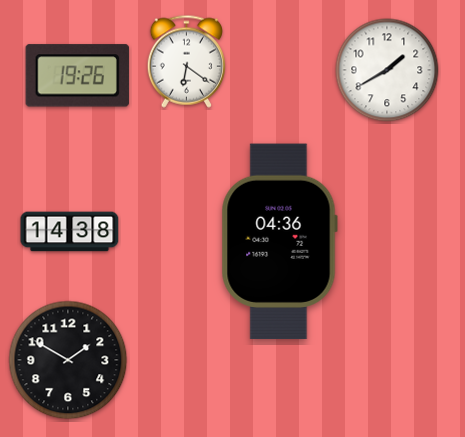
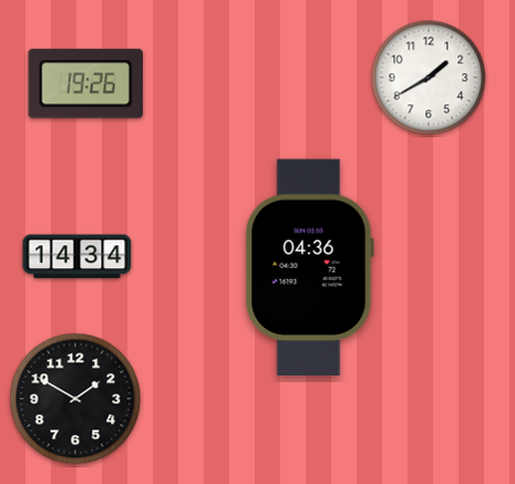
clock at (186, 61): 6:21 -> none
clock at (70, 232): 14:38 -> 14:34
